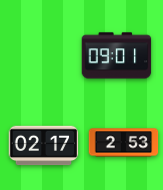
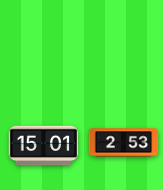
clock at (117, 56): 09:01 -> none
clock at (44, 146): 02:17 -> 15:01
